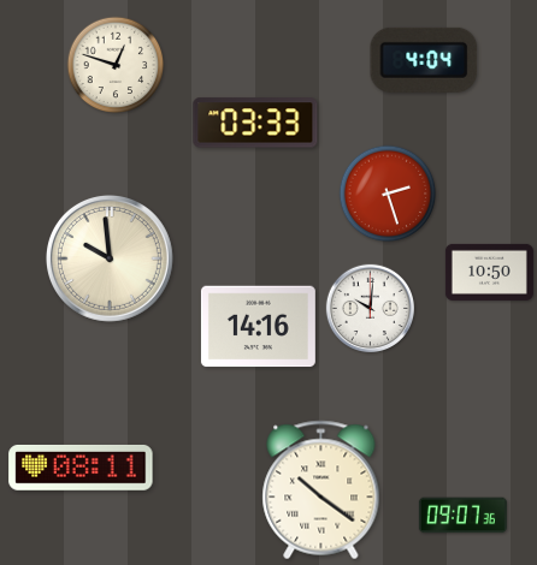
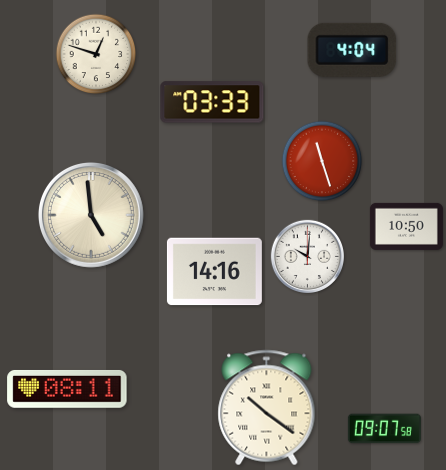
clock at (388, 194): 2:27 -> 11:27
clock at (110, 258): 9:59 -> 4:59
clock at (462, 516): 09:07:36 -> 09:07:58
